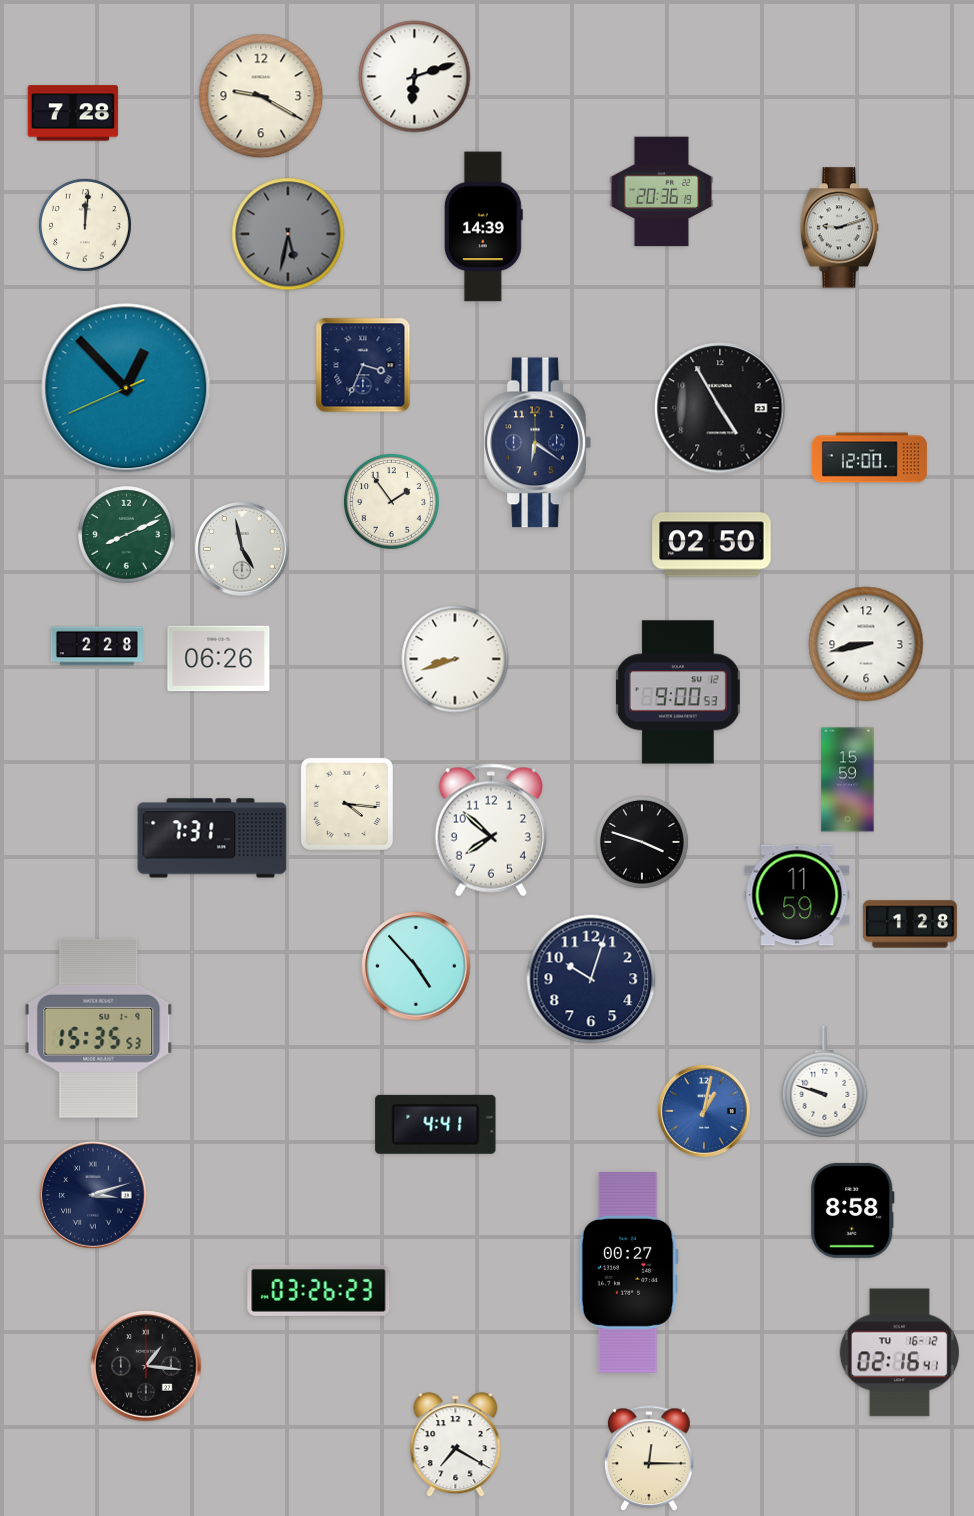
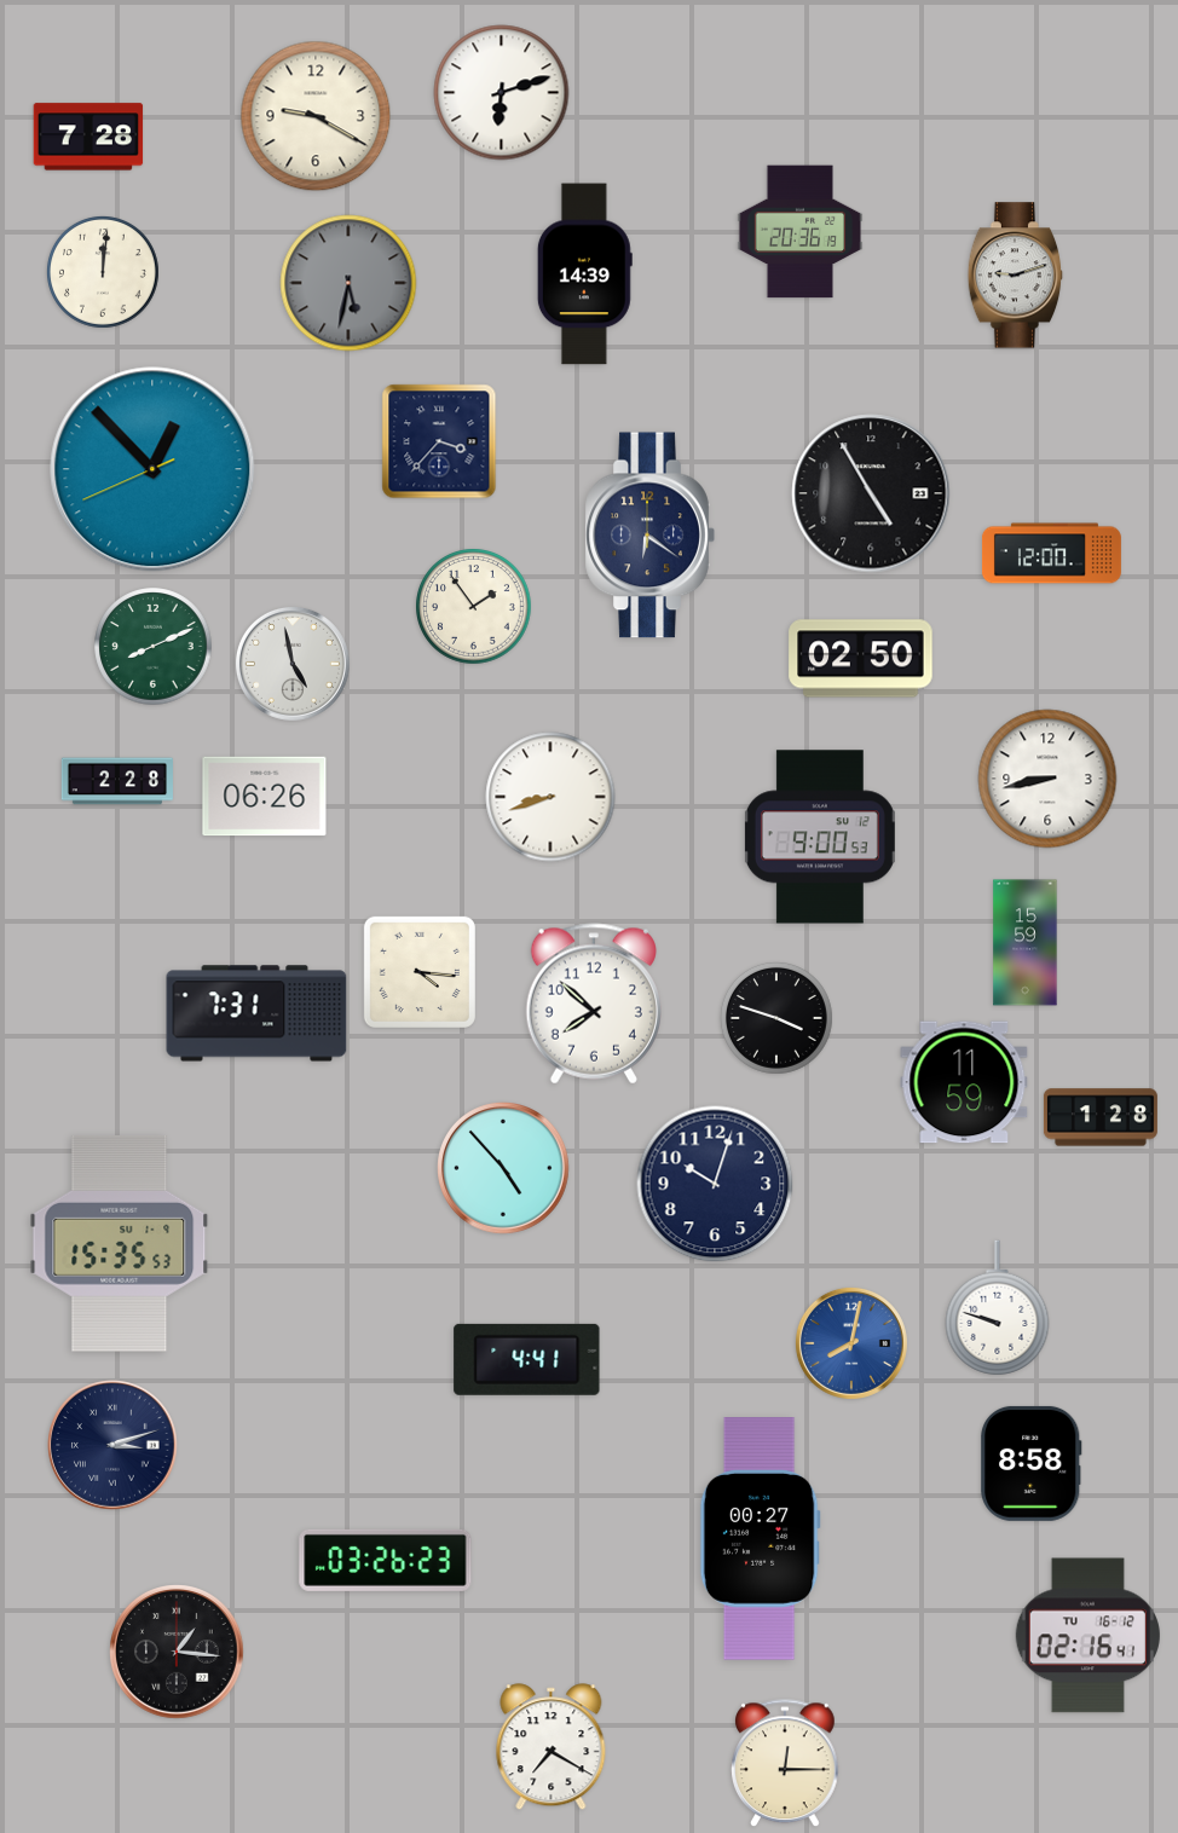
clock at (363, 365): 3:34 -> 3:37
clock at (704, 1111): 1:02 -> 8:02
